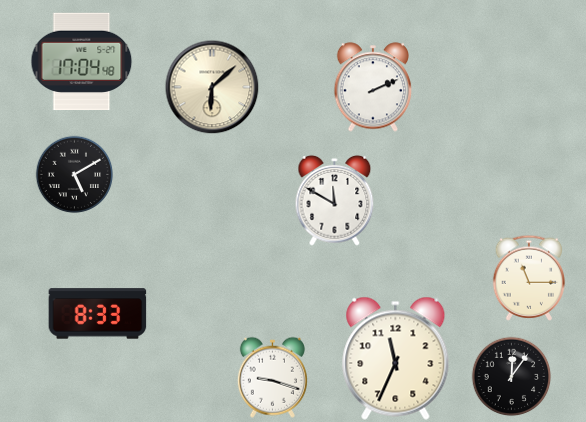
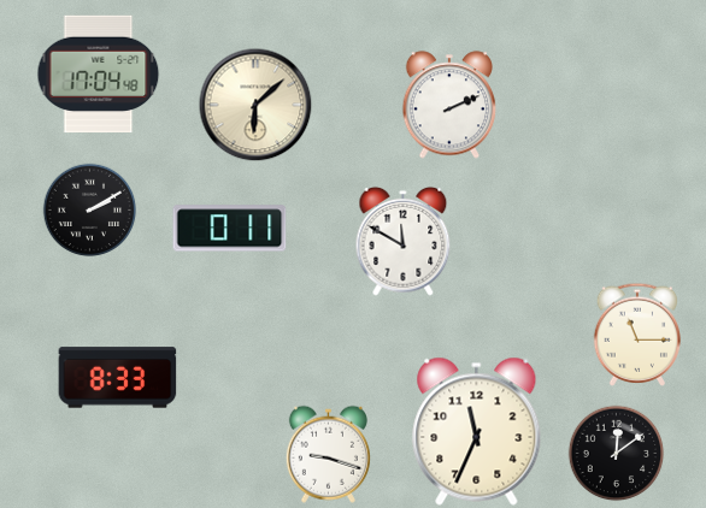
clock at (74, 174): 5:10 -> 2:10
clock at (230, 229): none -> 0:11
clock at (511, 376): 12:06 -> 12:09
